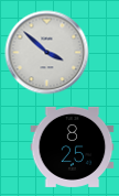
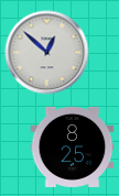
clock at (47, 53): 3:52 -> 12:52
